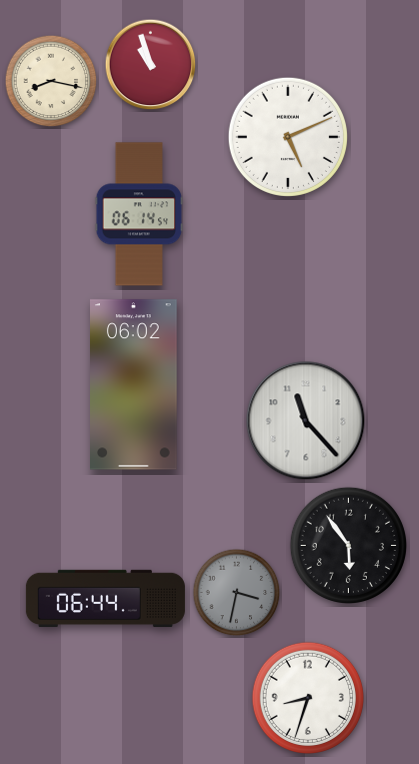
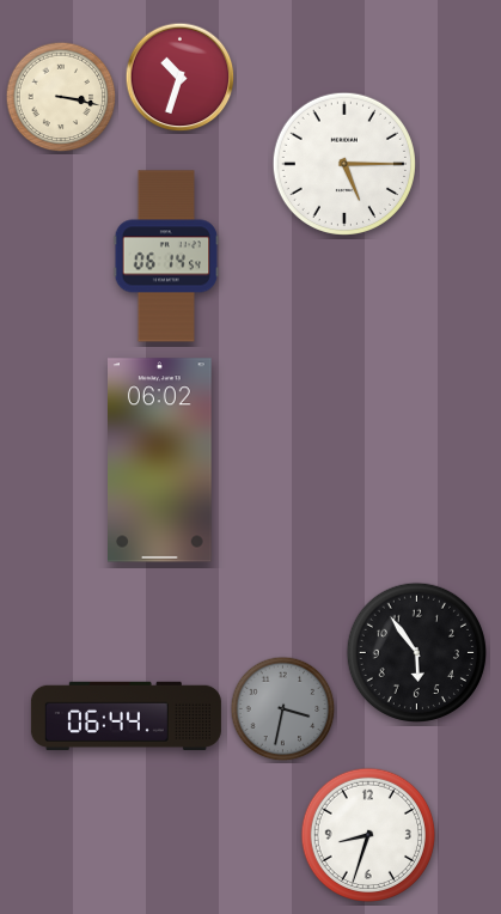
clock at (151, 65): 10:57 -> 10:33
clock at (51, 81): 8:17 -> 3:17
clock at (288, 137): 5:11 -> 5:15
clock at (306, 421): 11:23 -> none
